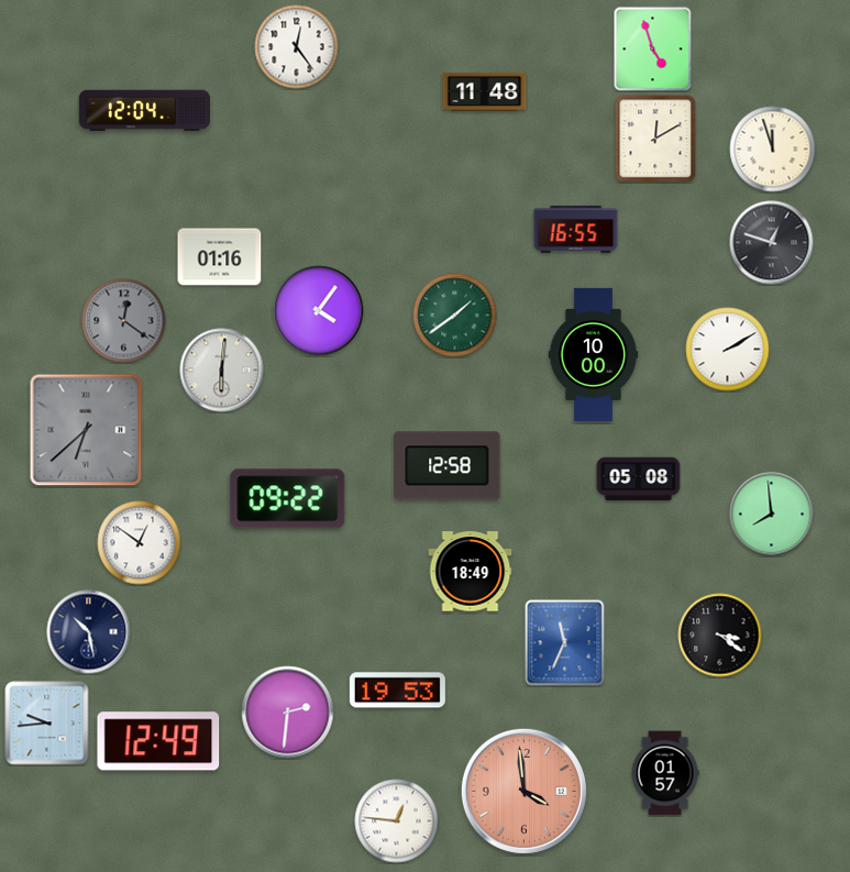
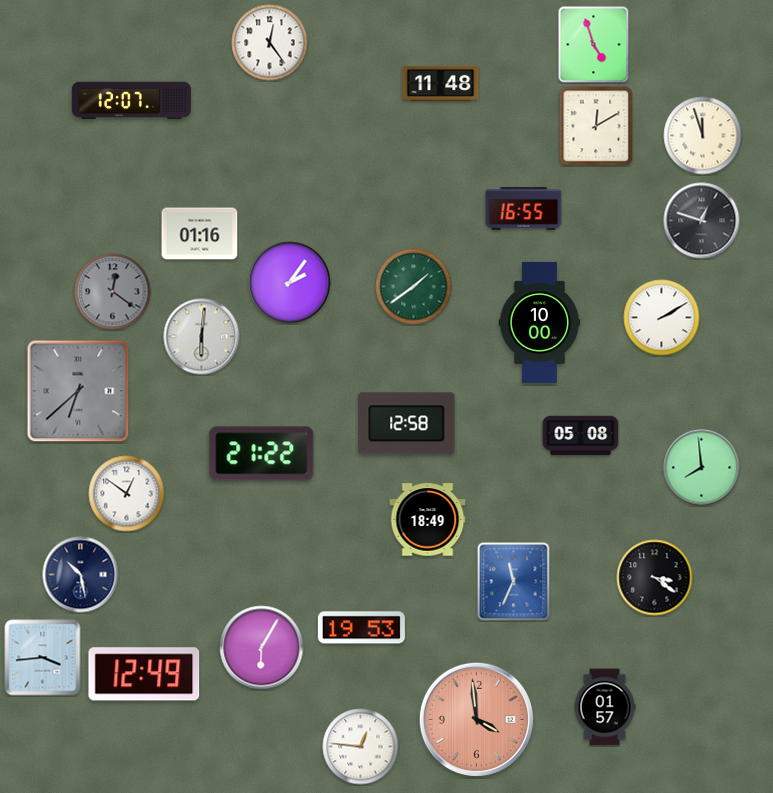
clock at (144, 111): 12:04 -> 12:07
clock at (319, 311): 4:06 -> 2:06
clock at (288, 499): 09:22 -> 21:22
clock at (565, 643) position: (565, 643) -> (514, 582)
clock at (288, 713): 2:31 -> 6:05
clock at (47, 724): 9:44 -> 3:44
clock at (665, 773) position: (665, 773) -> (605, 707)
